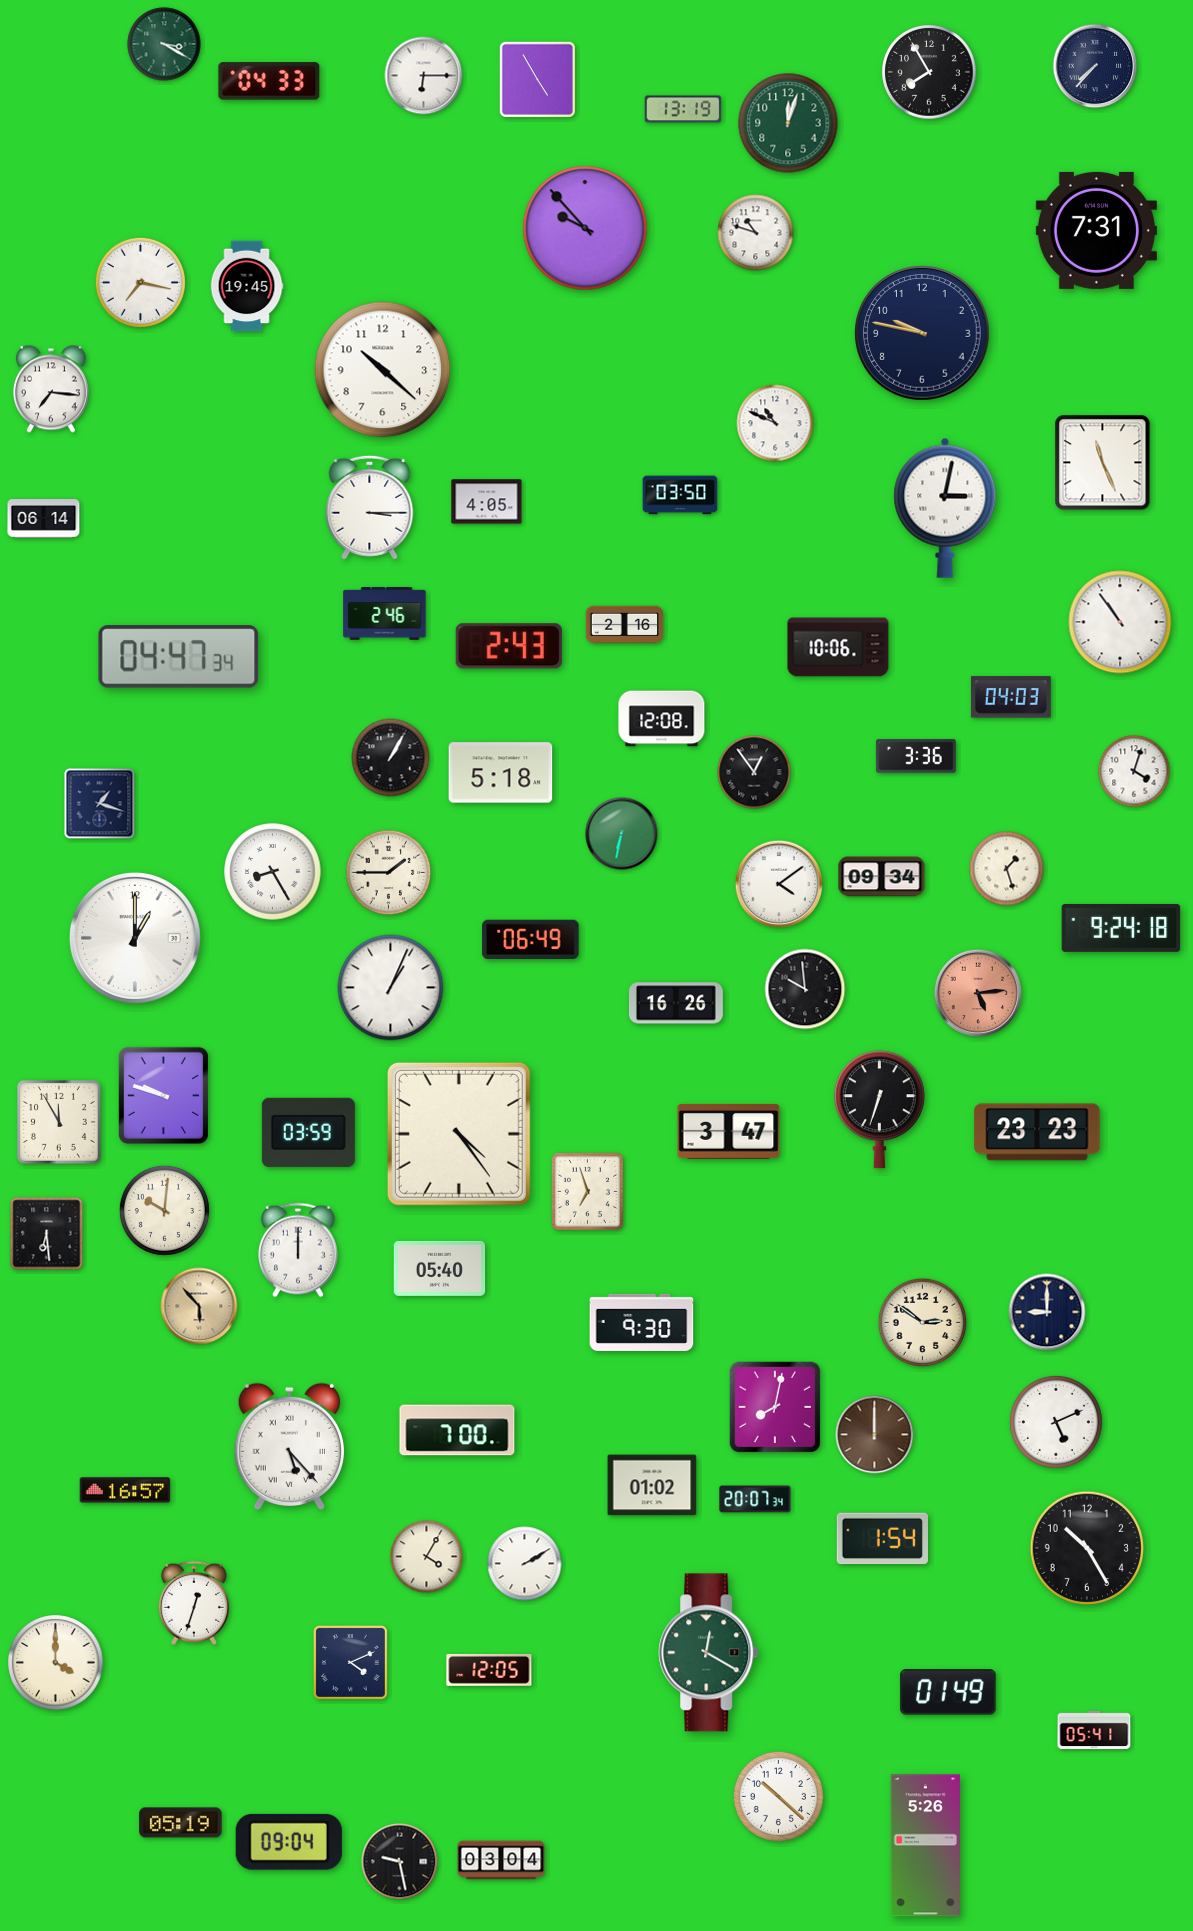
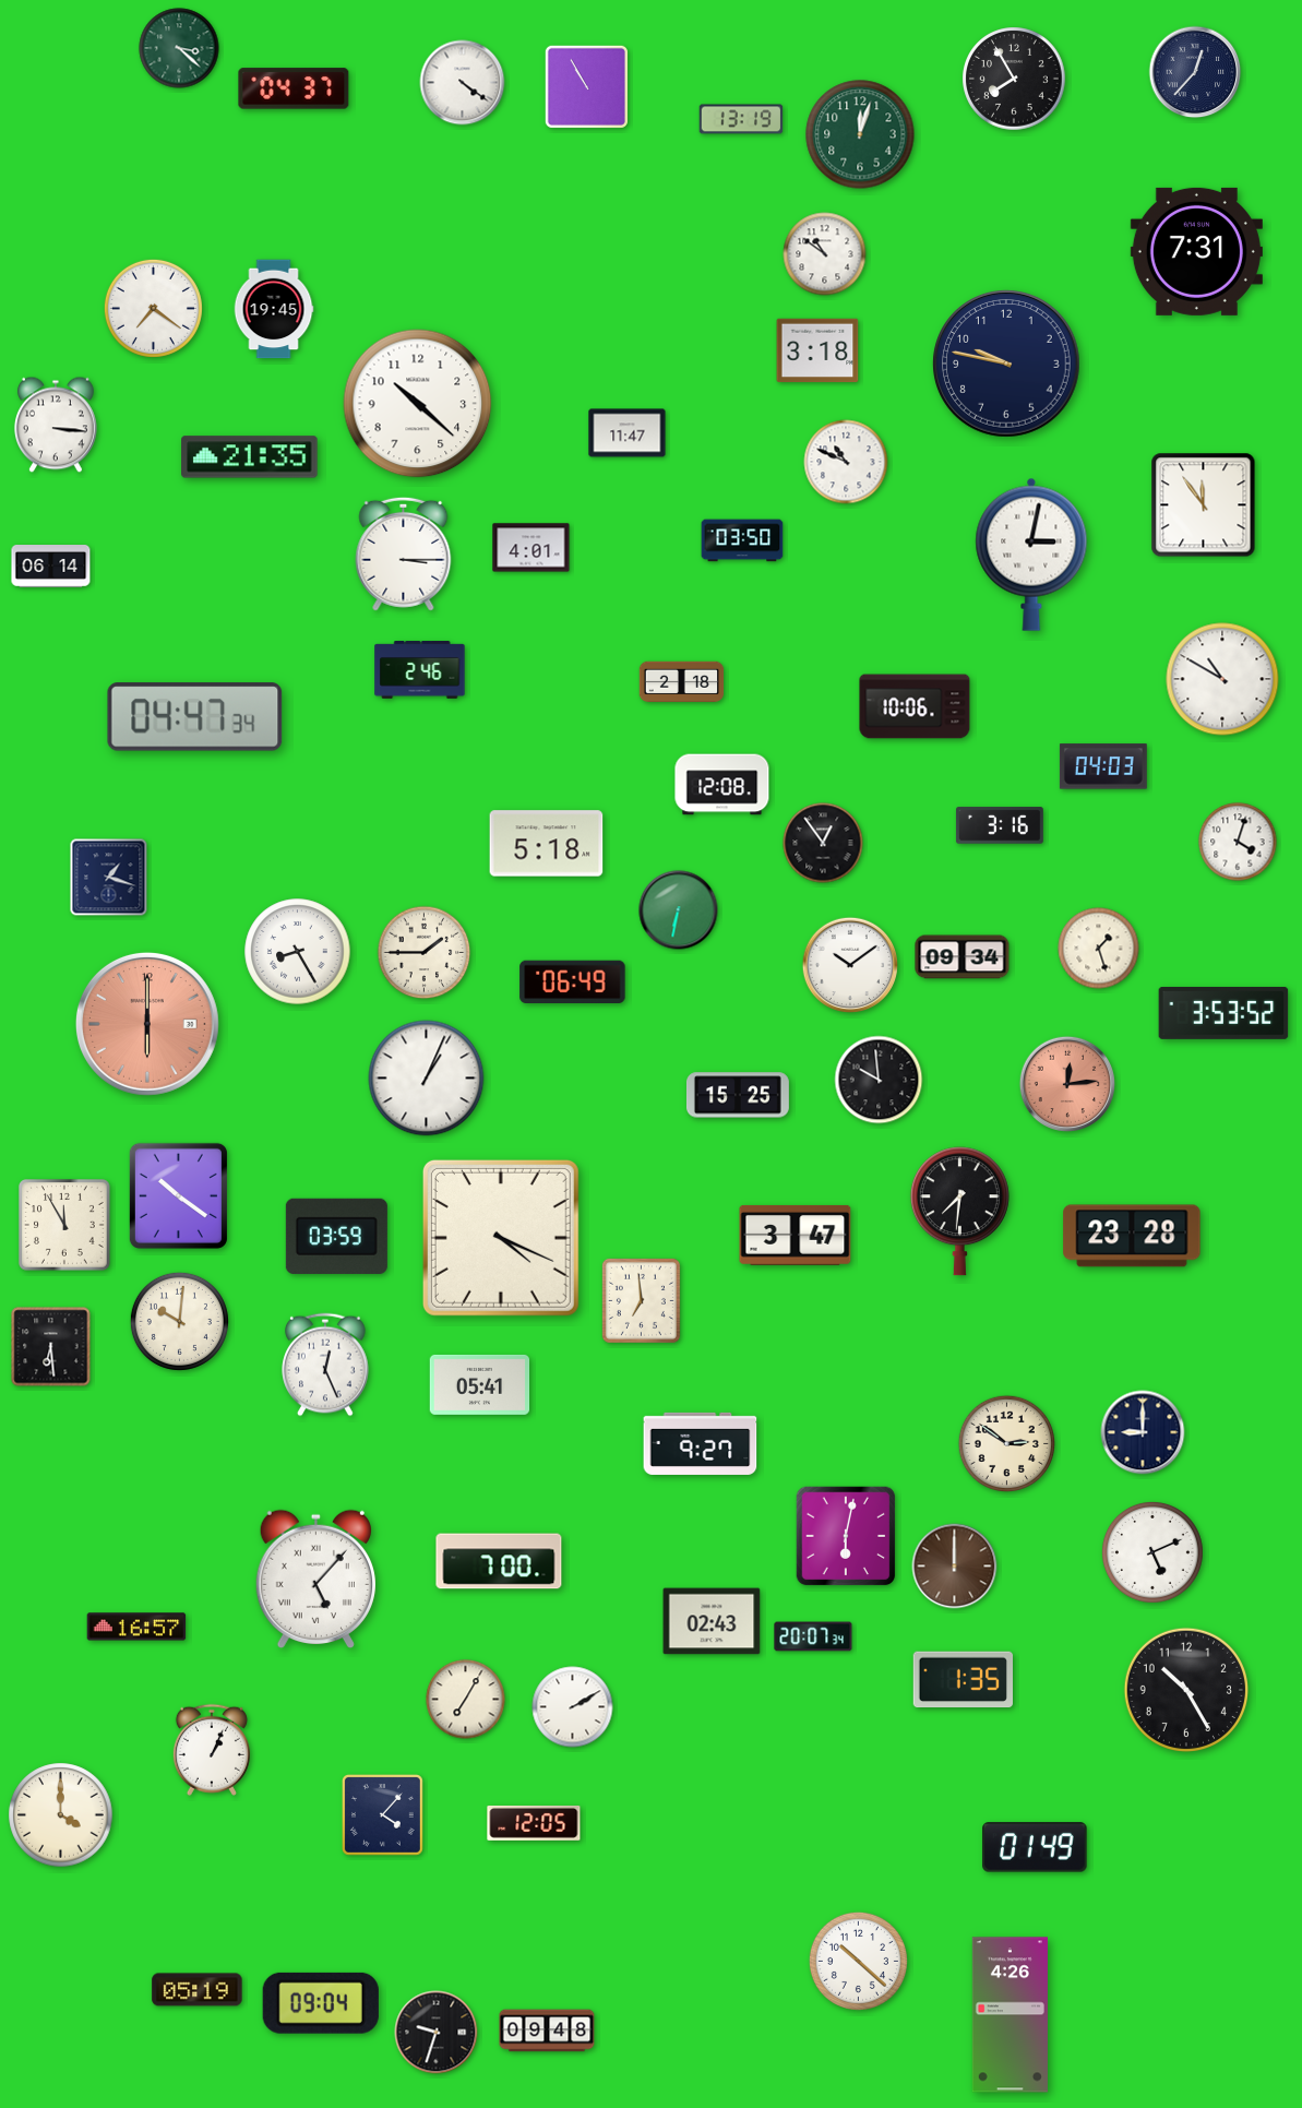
clock at (164, 44): 3:20 -> 3:22
clock at (1095, 66): 7:37 -> 12:37
clock at (424, 76): 6:15 -> 4:21
clock at (537, 79): 4:55 -> 10:55
clock at (269, 81): 04:33 -> 04:37
clock at (683, 109) position: (683, 109) -> (741, 119)
clock at (585, 228): 9:53 -> none
clock at (756, 233): 10:48 -> 10:51
clock at (140, 282): 7:17 -> 7:21
clock at (247, 286) position: (247, 286) -> (274, 309)
clock at (817, 350): none -> 3:18
clock at (51, 389): 7:16 -> 3:16
clock at (628, 433): none -> 11:47
clock at (250, 457): none -> 21:35
clock at (1103, 463): 11:26 -> 11:54
clock at (487, 502): 4:05 -> 4:01
clock at (44, 519) position: (44, 519) -> (51, 567)
clock at (1120, 622): 10:54 -> 10:50
clock at (625, 625): 2:16 -> 2:18
clock at (509, 646): 2:43 -> none
clock at (1011, 697) position: (1011, 697) -> (1103, 766)
clock at (916, 756): 3:36 -> 3:16
clock at (391, 758): 1:05 -> none
clock at (779, 884): 4:09 -> 10:09
clock at (1121, 928): 9:24 -> 3:53
clock at (135, 938): 1:00 -> 6:00
clock at (135, 938) dial: white -> salmon
clock at (531, 939) position: (531, 939) -> (573, 981)
clock at (978, 993): 5:14 -> 12:14
clock at (676, 1003): 16:26 -> 15:25
clock at (163, 1095): 9:48 -> 10:21
clock at (879, 1110): 6:33 -> 7:31
clock at (1037, 1132): 23:23 -> 23:28
clock at (459, 1134): 4:24 -> 4:19
clock at (587, 1191): 6:57 -> 6:59
clock at (298, 1250): 12:00 -> 12:26
clock at (440, 1268): 05:40 -> 05:41
clock at (199, 1306): 5:53 -> none
clock at (642, 1322): 9:30 -> 9:27
clock at (775, 1407): 8:02 -> 6:02
clock at (289, 1447): 5:23 -> 5:07
clock at (652, 1485): 01:02 -> 02:43
clock at (755, 1499) position: (755, 1499) -> (813, 1636)
clock at (882, 1539): 1:54 -> 1:35
clock at (427, 1557): 4:05 -> 7:05
clock at (194, 1603): 12:33 -> 1:04
clock at (709, 1653): 12:20 -> none
clock at (351, 1663): 4:11 -> 4:07
clock at (1094, 1730): 05:41 -> none
clock at (778, 1796) position: (778, 1796) -> (858, 1961)
clock at (289, 1842) position: (289, 1842) -> (321, 2003)
clock at (925, 1846): 5:26 -> 4:26
clock at (501, 1860): 03:04 -> 09:48
clock at (400, 1862): 9:28 -> 9:33
